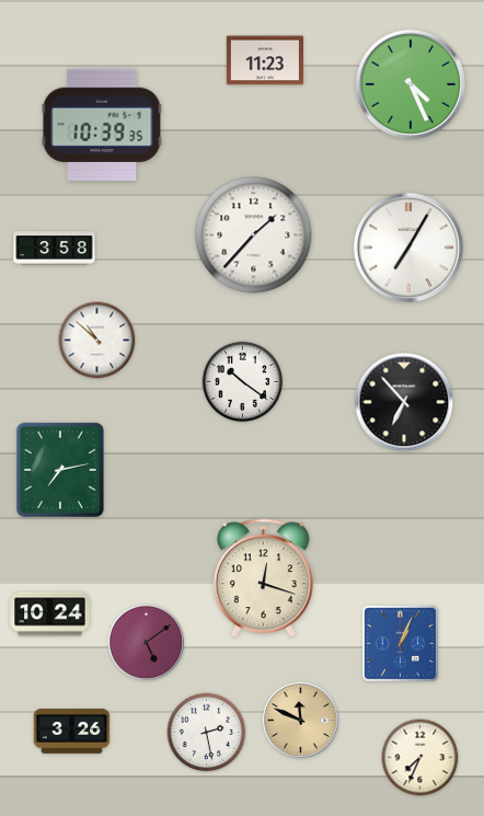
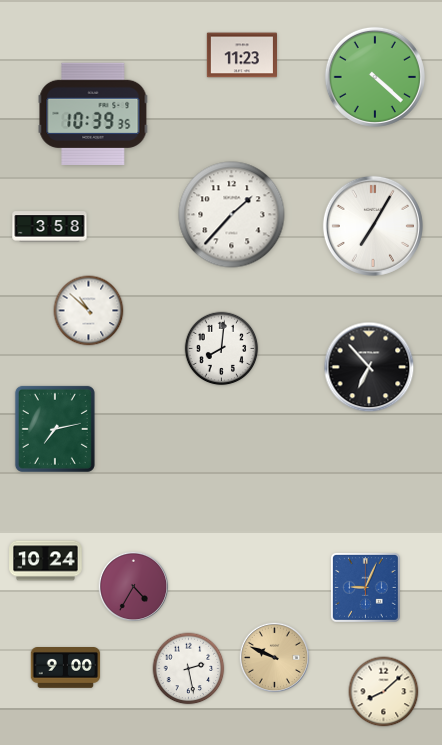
clock at (411, 84): 4:26 -> 4:22
clock at (243, 382): 10:21 -> 8:01
clock at (263, 578): 12:18 -> none
clock at (146, 642): 5:09 -> 4:35
clock at (400, 643): 1:04 -> 9:04
clock at (300, 720): 11:49 -> 9:49
clock at (72, 732): 3:26 -> 9:00
clock at (420, 758): 7:34 -> 8:08
